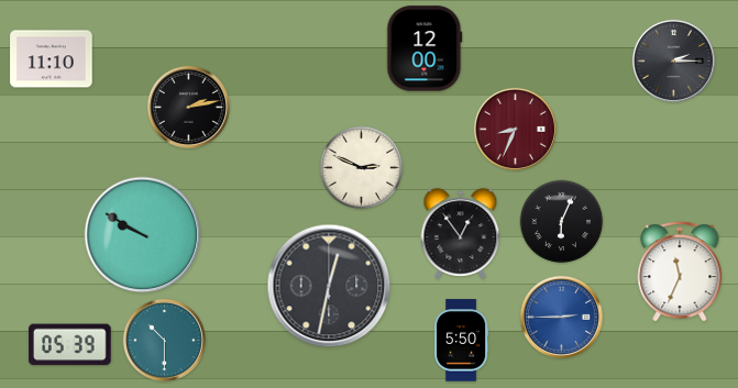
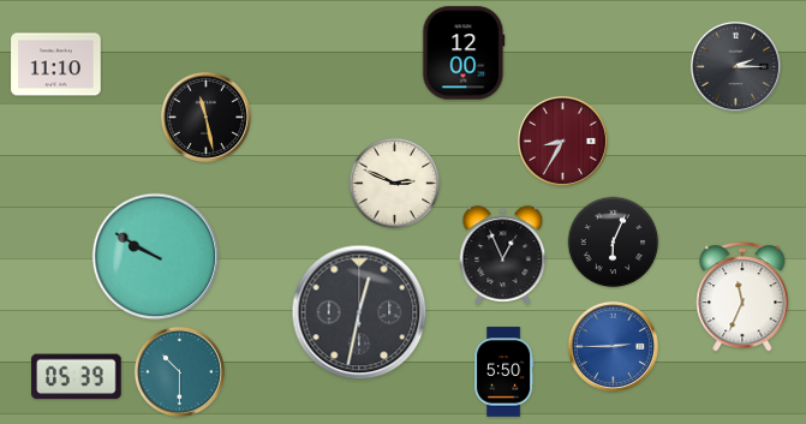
clock at (188, 107): 2:13 -> 11:28
clock at (515, 129): 8:34 -> 8:35
clock at (461, 234): 12:54 -> 12:56
